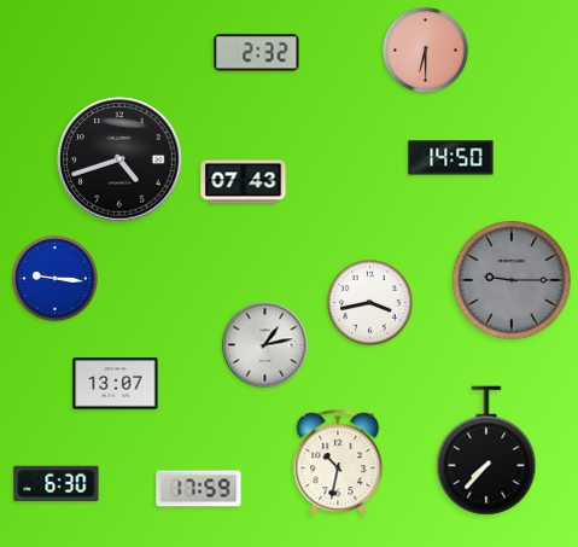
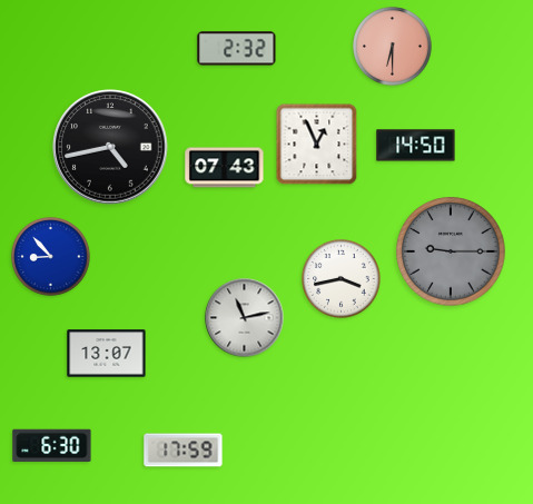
clock at (317, 145): none -> 12:56
clock at (119, 159): 4:42 -> 4:43
clock at (56, 279): 9:16 -> 8:53
clock at (512, 280) position: (512, 280) -> (451, 251)
clock at (265, 345): 1:13 -> 11:13
clock at (486, 450): 7:37 -> none
clock at (338, 464): 10:32 -> none
